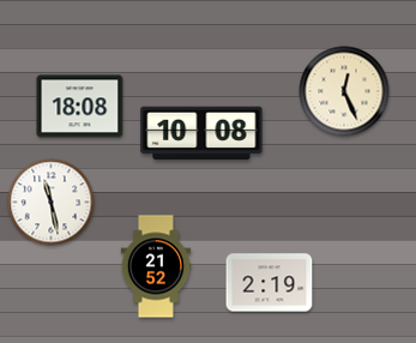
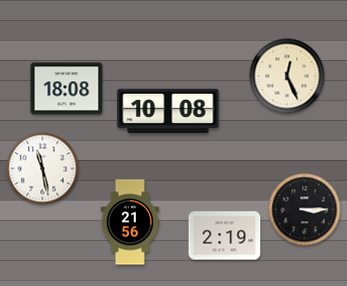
clock at (305, 210): none -> 3:15
clock at (156, 266): 21:52 -> 21:56
